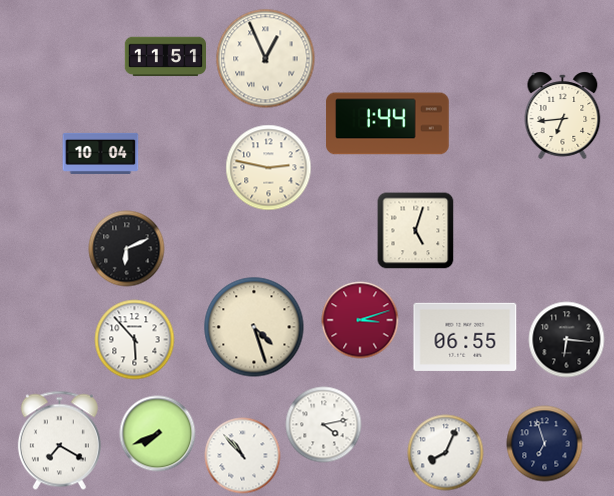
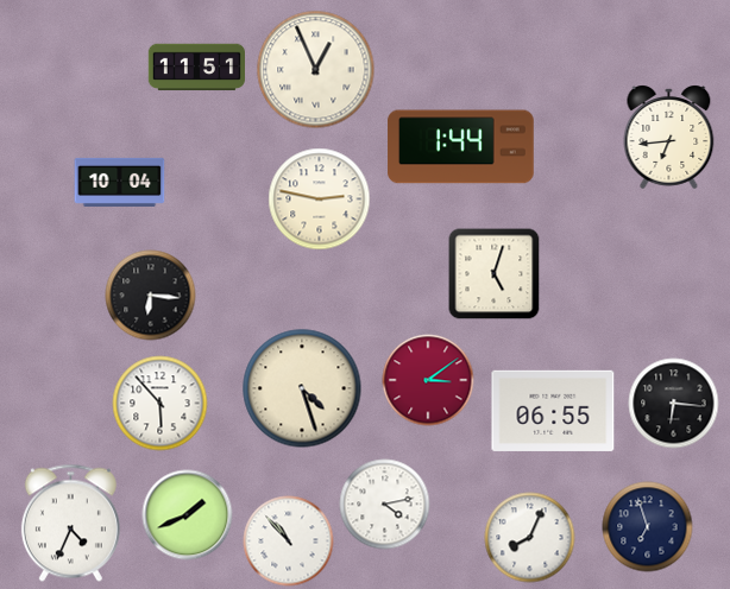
clock at (127, 249): 6:11 -> 6:16
clock at (360, 320): 3:12 -> 3:09
clock at (465, 337) position: (465, 337) -> (553, 411)
clock at (158, 434): 7:41 -> 1:41
clock at (59, 441): 7:20 -> 4:34
